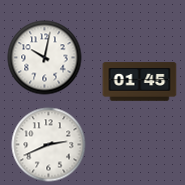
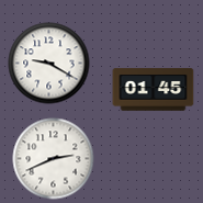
clock at (45, 58): 10:02 -> 9:20
